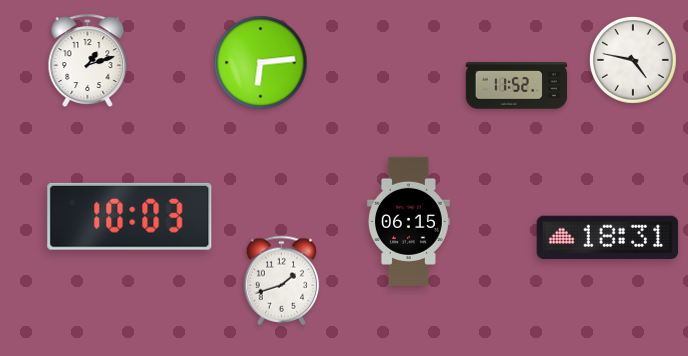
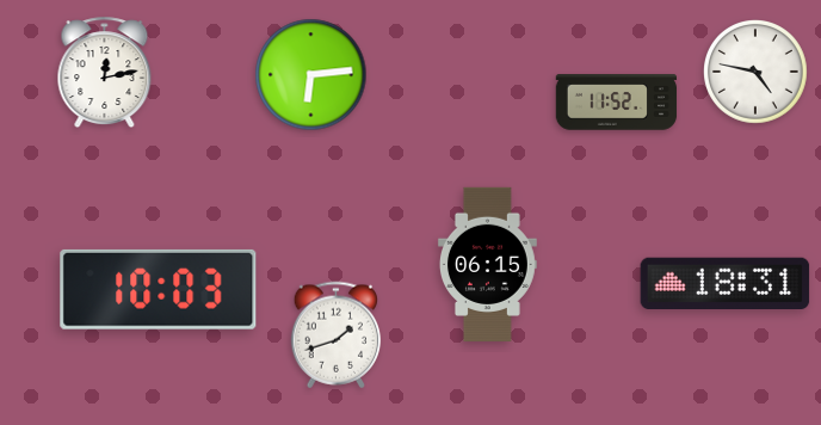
clock at (88, 60): 1:12 -> 12:13
clock at (130, 216) position: (130, 216) -> (159, 289)
